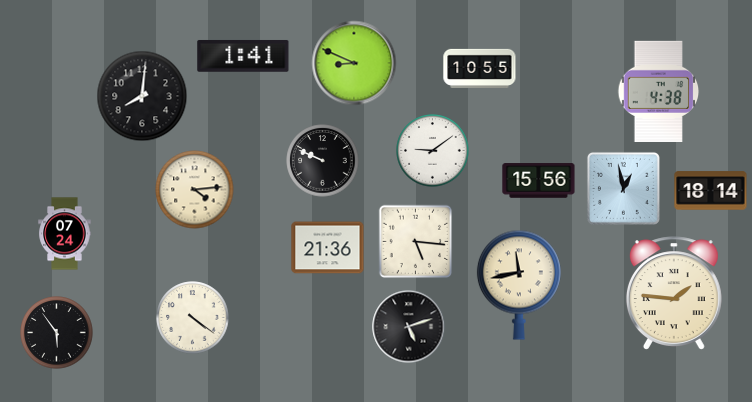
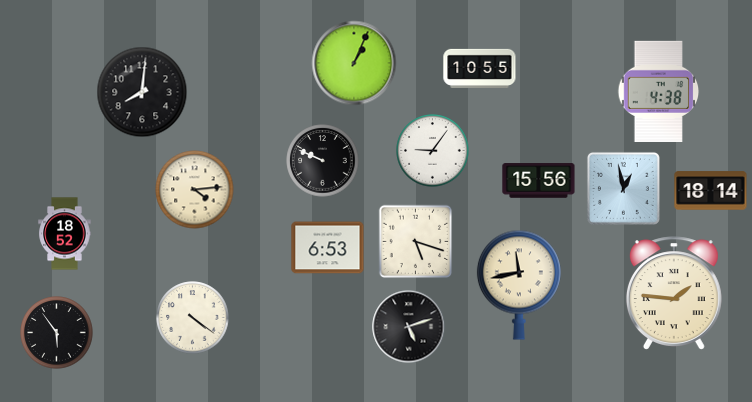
clock at (243, 56): 1:41 -> none
clock at (354, 63): 8:49 -> 1:04
clock at (142, 96) position: (142, 96) -> (142, 92)
clock at (433, 151): 9:09 -> 9:06
clock at (65, 234): 07:24 -> 18:52
clock at (416, 242): 5:16 -> 5:18
clock at (328, 248): 21:36 -> 6:53
